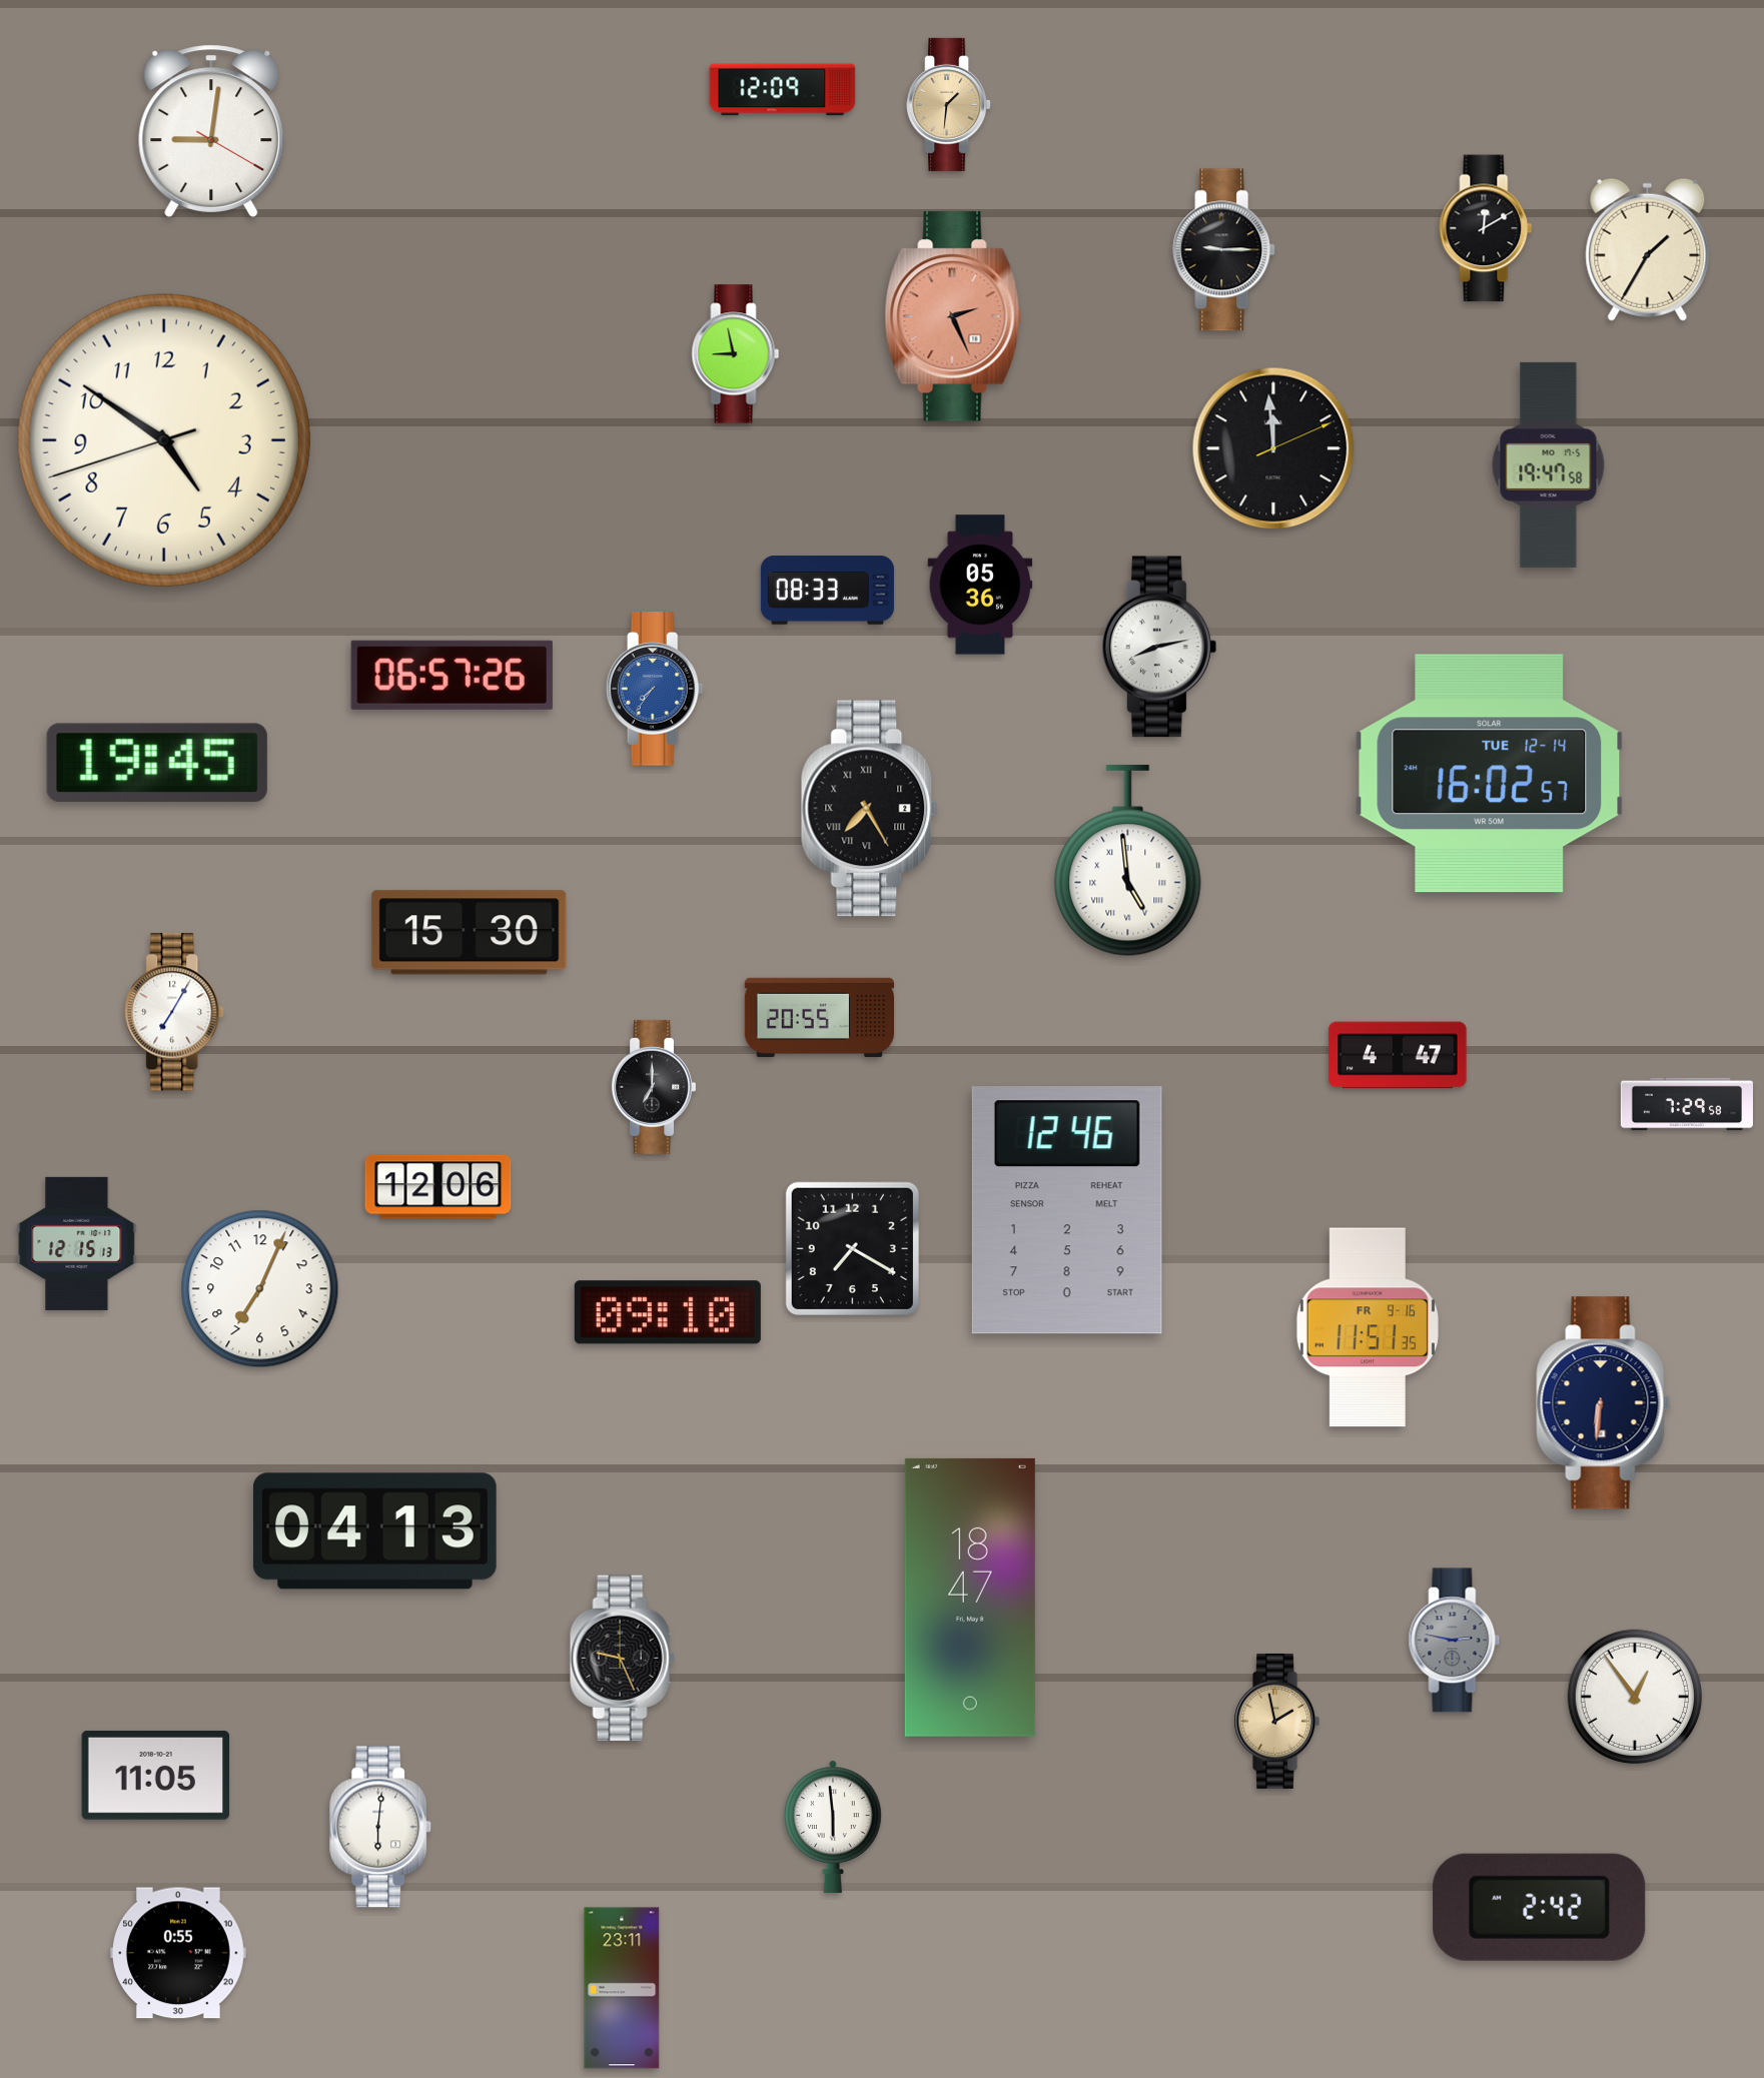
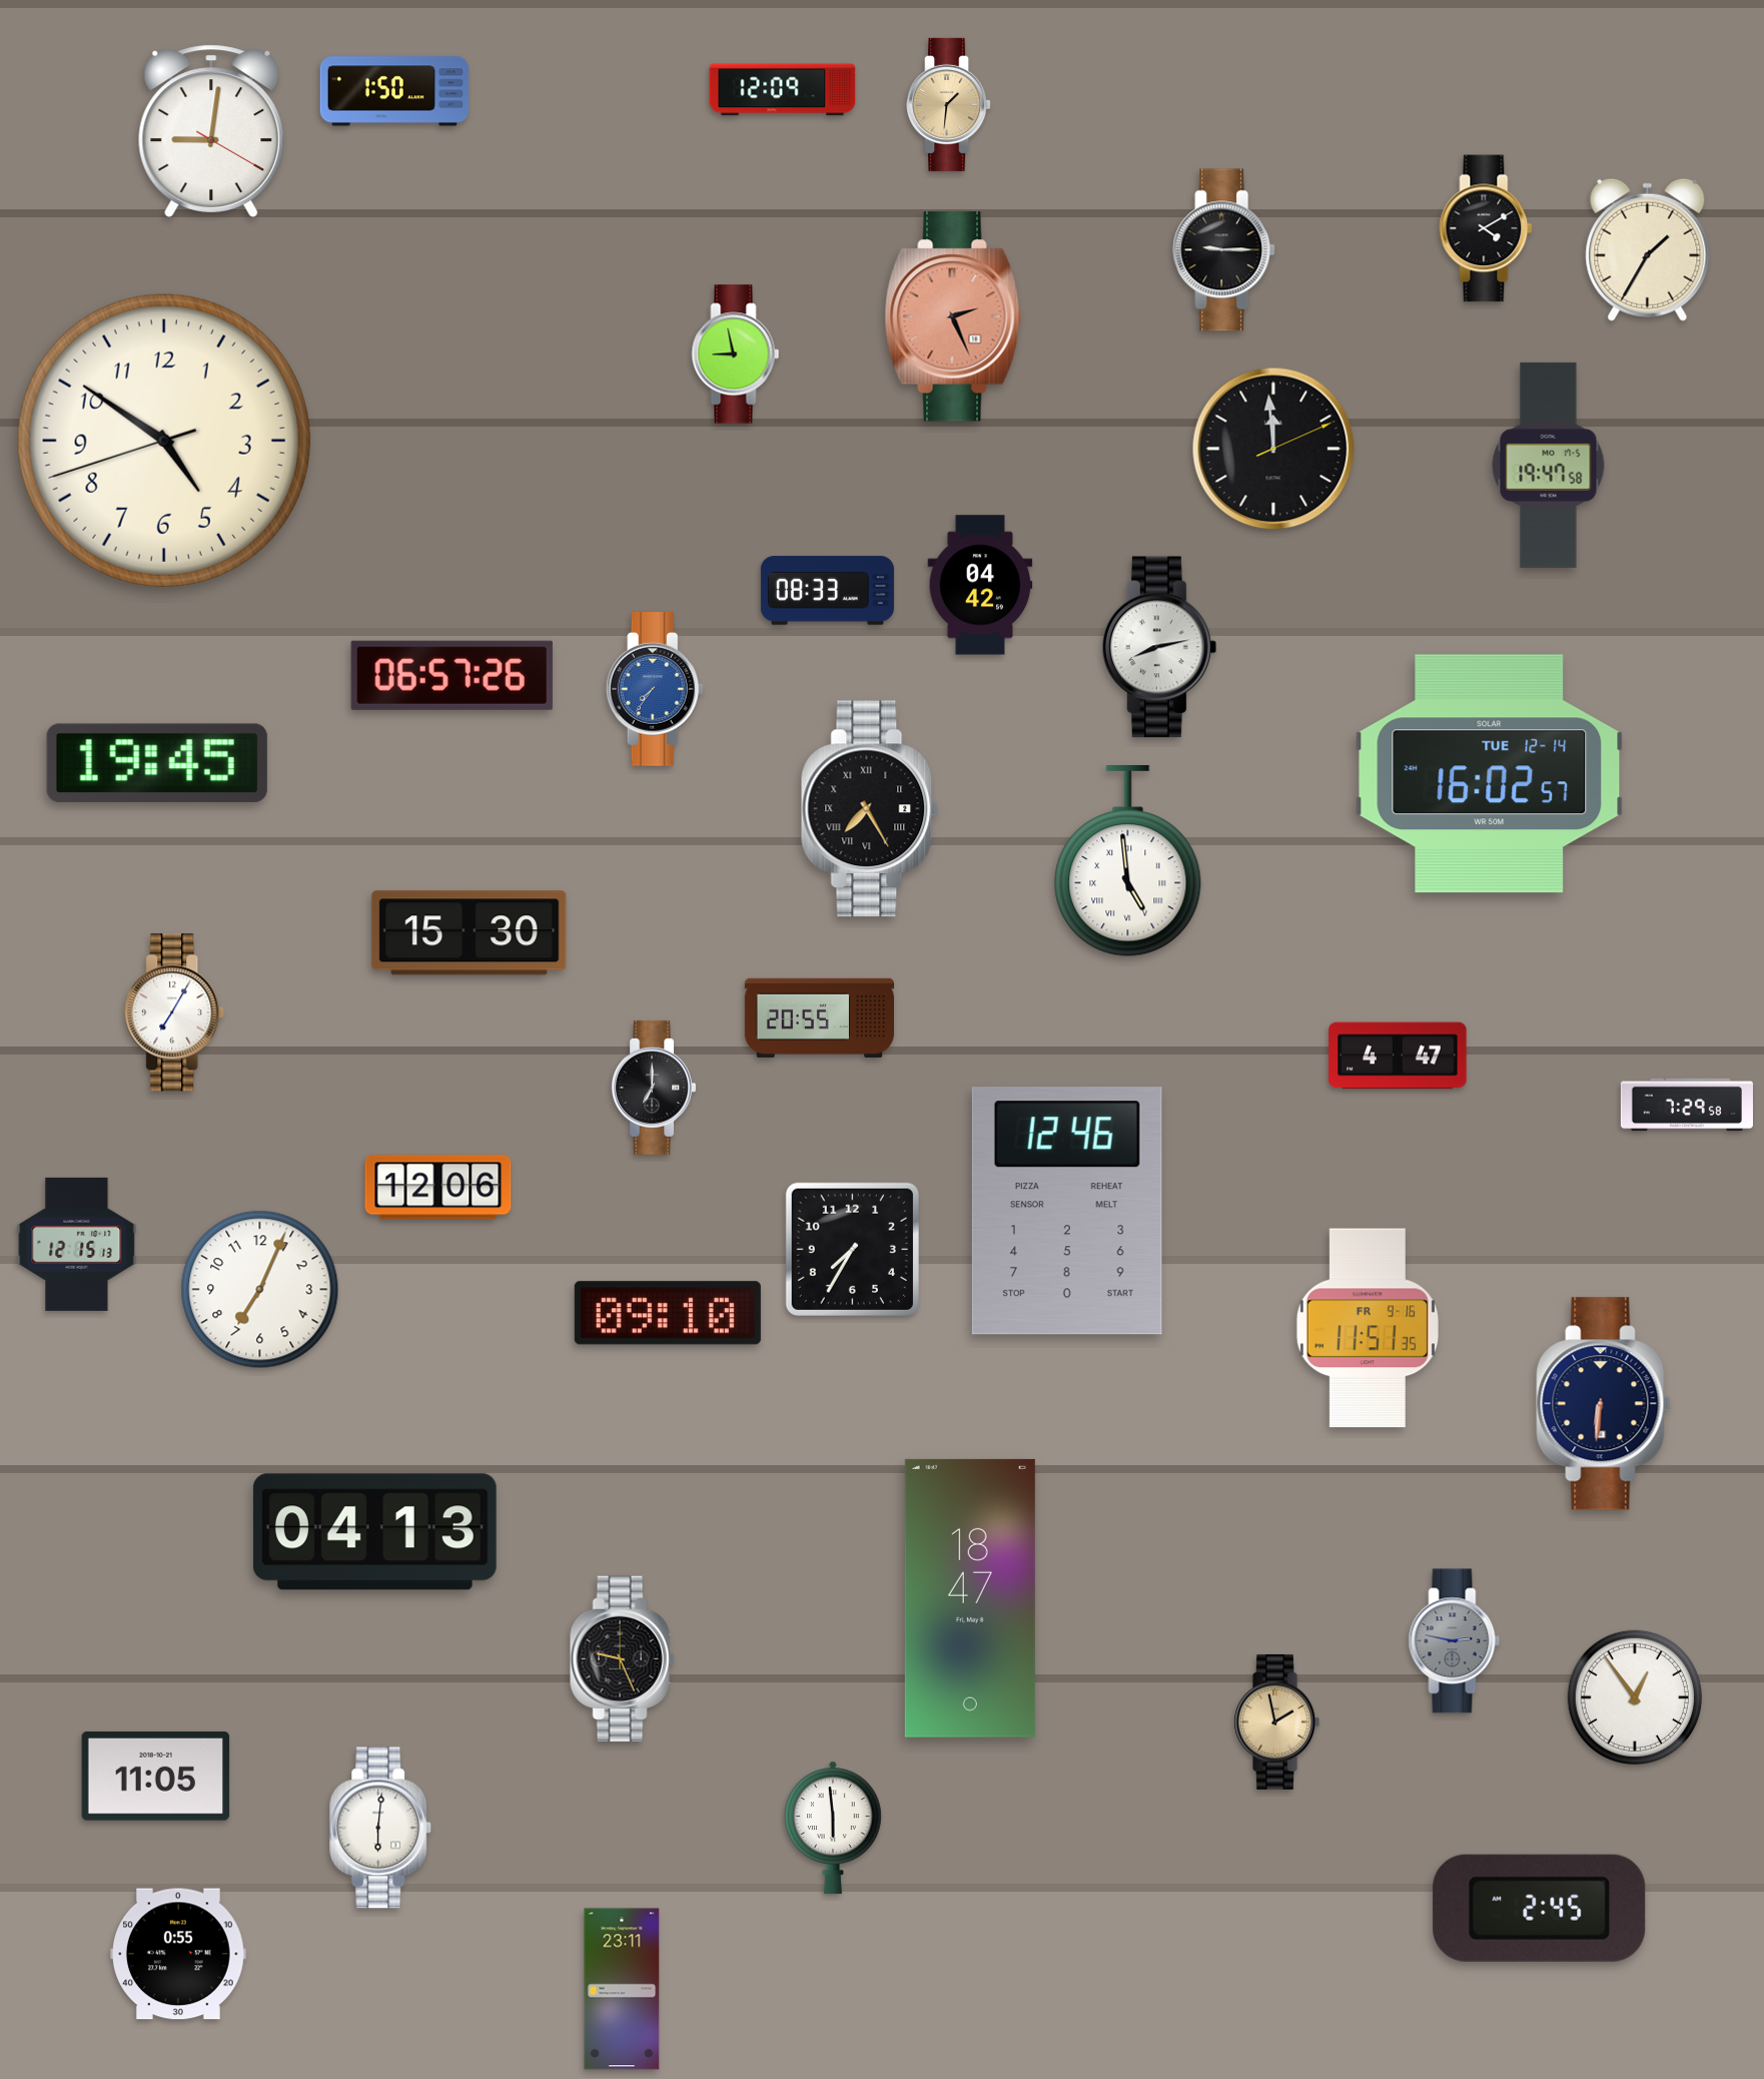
clock at (394, 91): none -> 1:50
clock at (1486, 228): 12:10 -> 4:10
clock at (980, 585): 05:36 -> 04:42
clock at (852, 1248): 7:20 -> 7:35
clock at (1540, 1907): 2:42 -> 2:45
